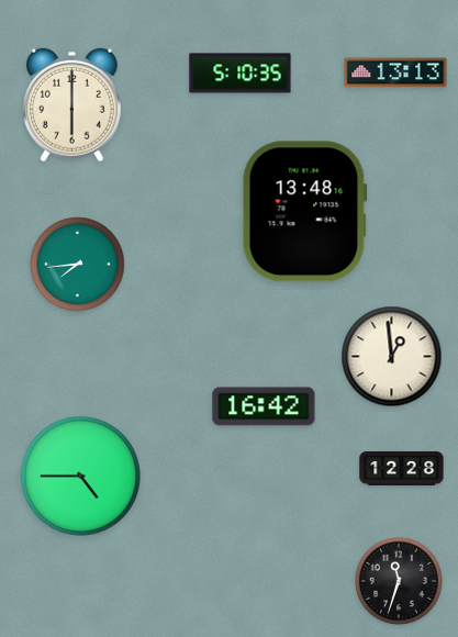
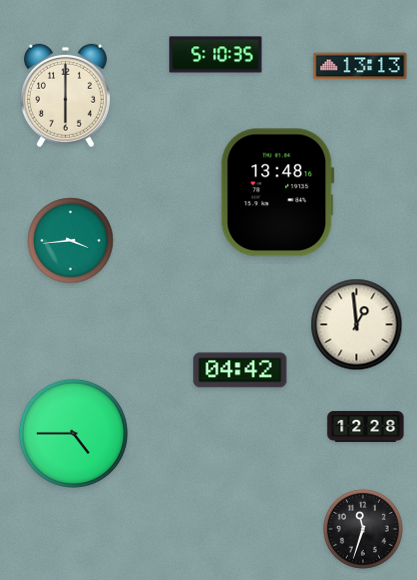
clock at (241, 74) position: (241, 74) -> (216, 55)
clock at (78, 265): 7:44 -> 3:44
clock at (264, 406): 16:42 -> 04:42
